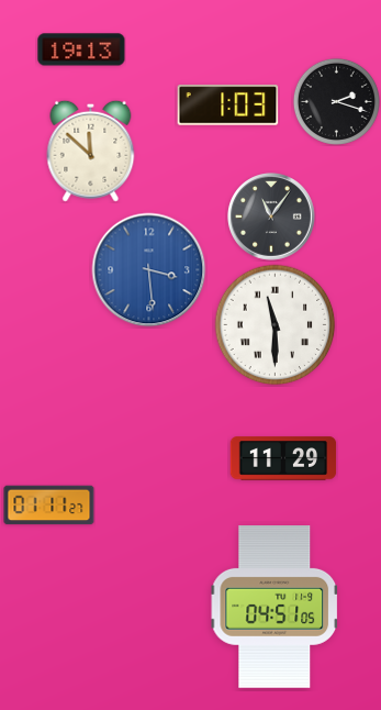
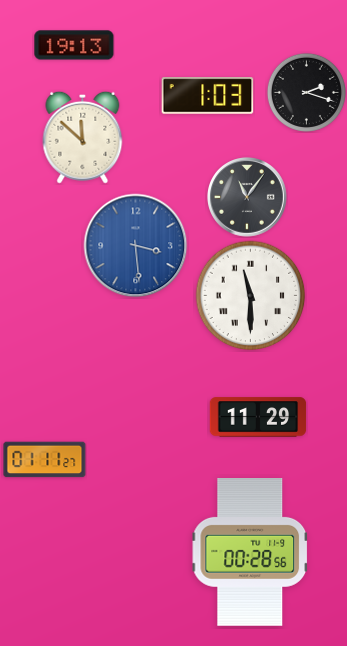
clock at (274, 608): 04:51 -> 00:28
